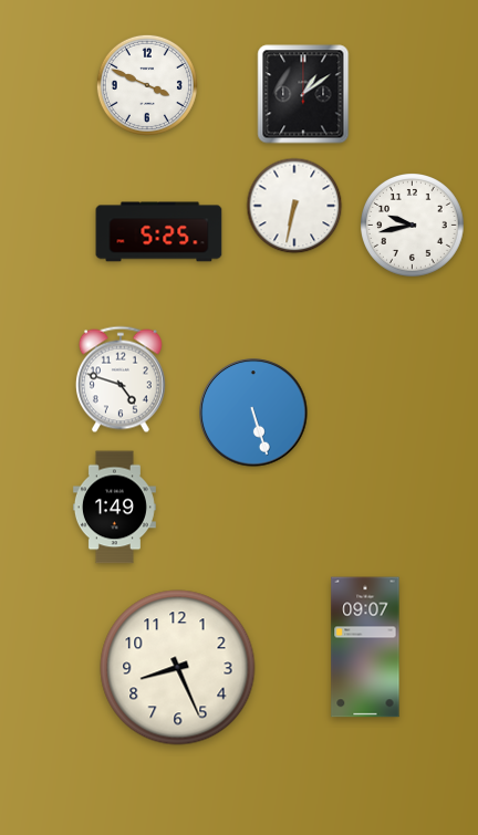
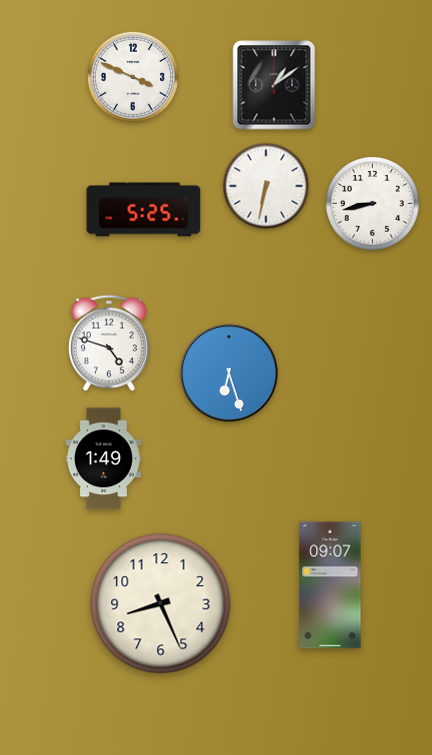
clock at (413, 226): 9:43 -> 8:43
clock at (253, 413): 5:27 -> 6:27
